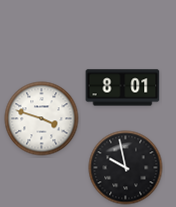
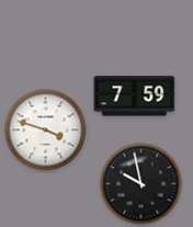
clock at (123, 88): 8:01 -> 7:59
clock at (126, 168) position: (126, 168) -> (141, 184)
